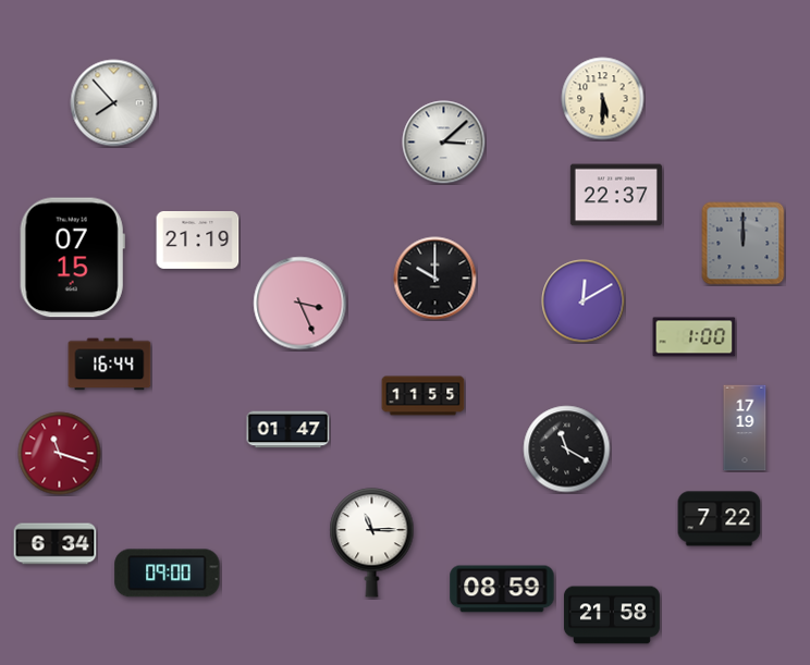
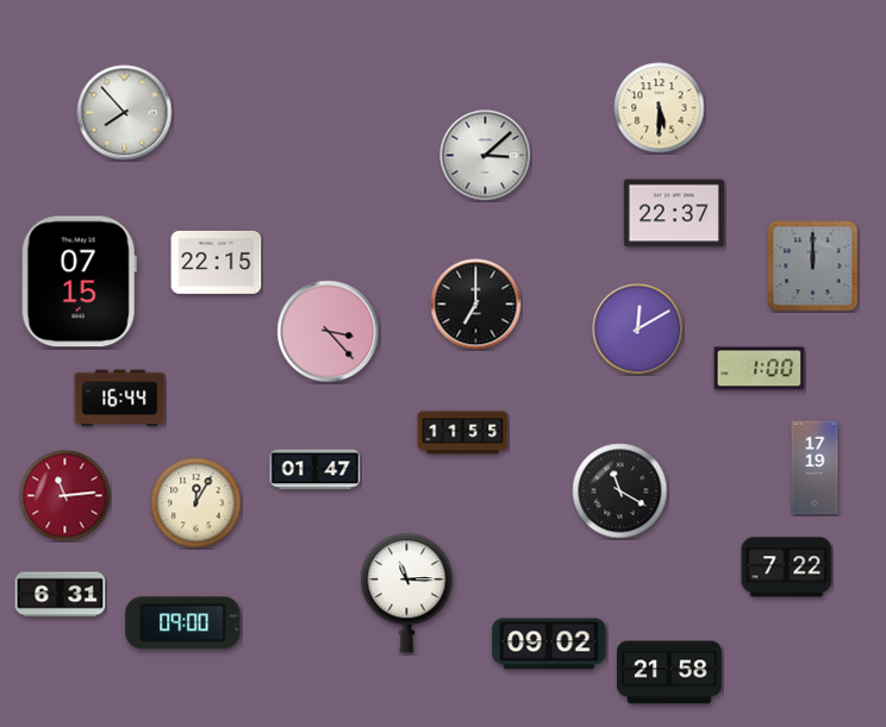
clock at (198, 239): 21:19 -> 22:15
clock at (435, 279): 10:00 -> 7:00
clock at (300, 304): 3:26 -> 3:23
clock at (60, 454): 11:18 -> 11:14
clock at (196, 503): none -> 12:05
clock at (56, 544): 6:34 -> 6:31
clock at (168, 574) position: (168, 574) -> (183, 623)
clock at (502, 589): 08:59 -> 09:02
